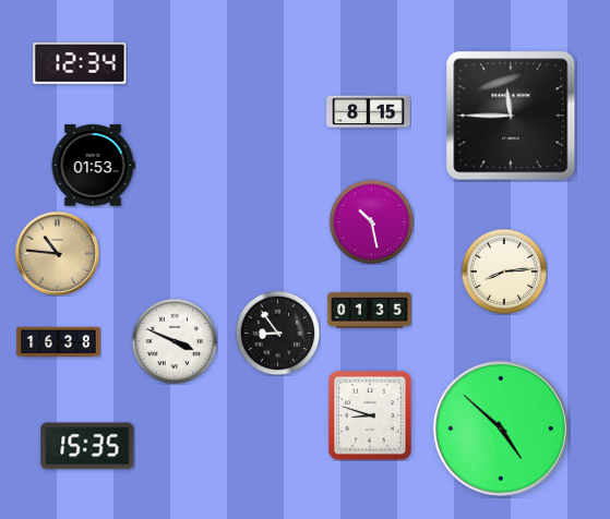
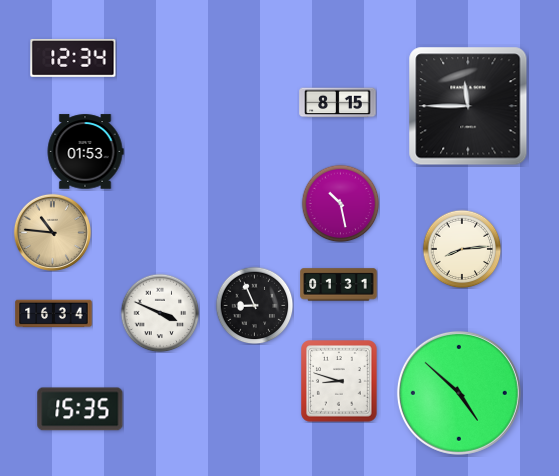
clock at (370, 311): 01:35 -> 01:31
clock at (277, 333): 8:54 -> 8:56
clock at (59, 342): 16:38 -> 16:34
